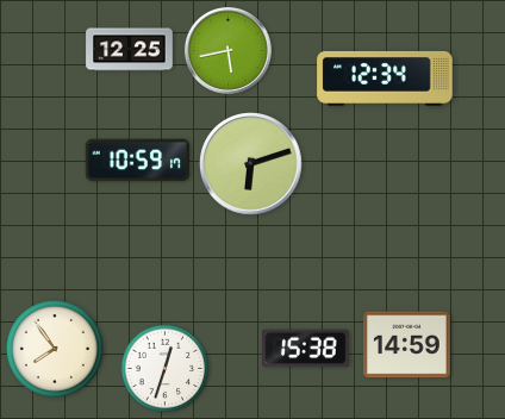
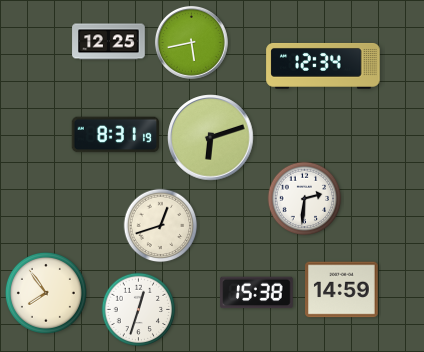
clock at (138, 161): 10:59 -> 8:31
clock at (305, 199): none -> 2:31
clock at (161, 226): none -> 12:42
